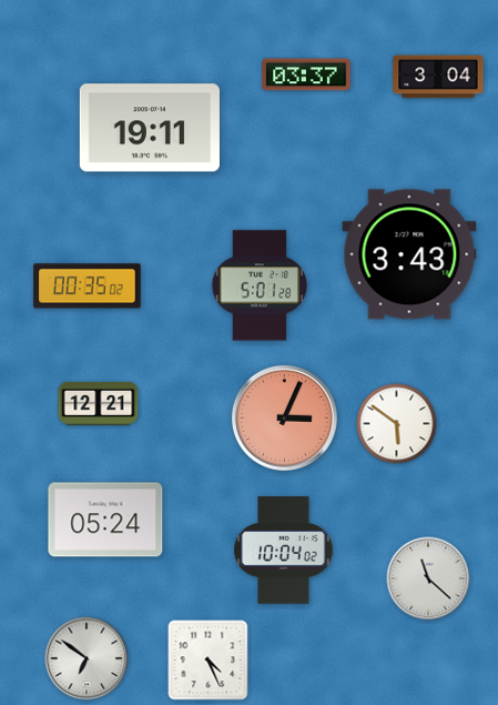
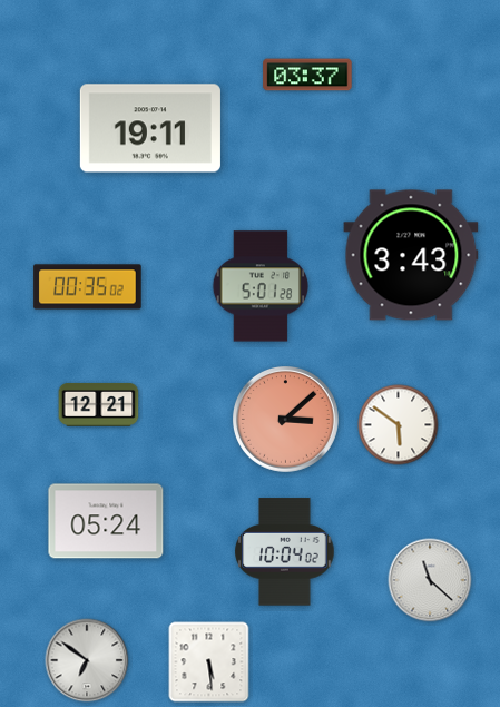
clock at (438, 77): 3:04 -> none
clock at (284, 417): 3:04 -> 3:08
clock at (209, 661): 4:26 -> 5:29
